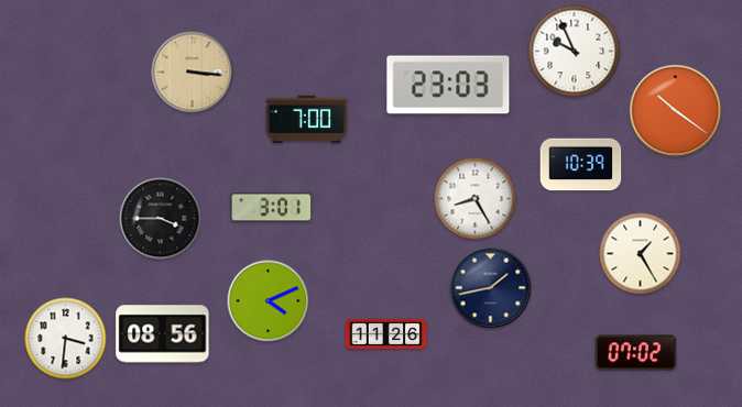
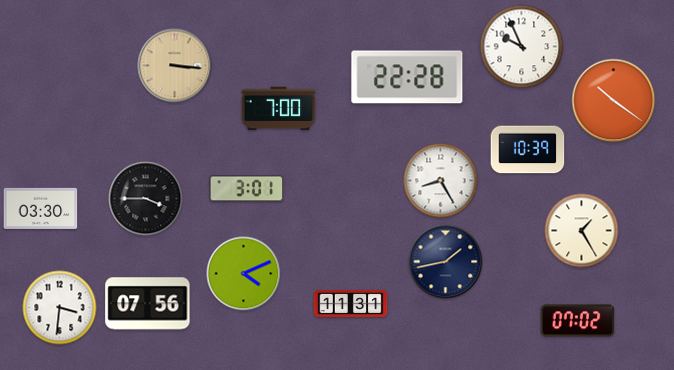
clock at (448, 85): 23:03 -> 22:28
clock at (476, 199) position: (476, 199) -> (441, 181)
clock at (41, 208): none -> 03:30
clock at (386, 333): 11:26 -> 11:31
clock at (163, 334): 08:56 -> 07:56
